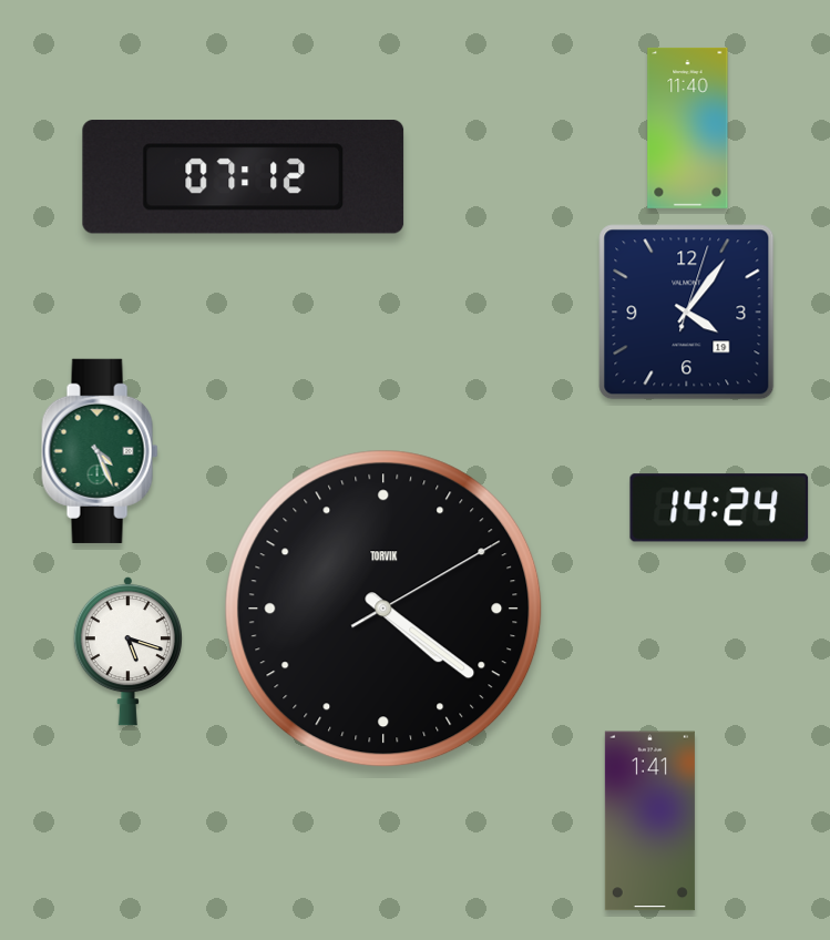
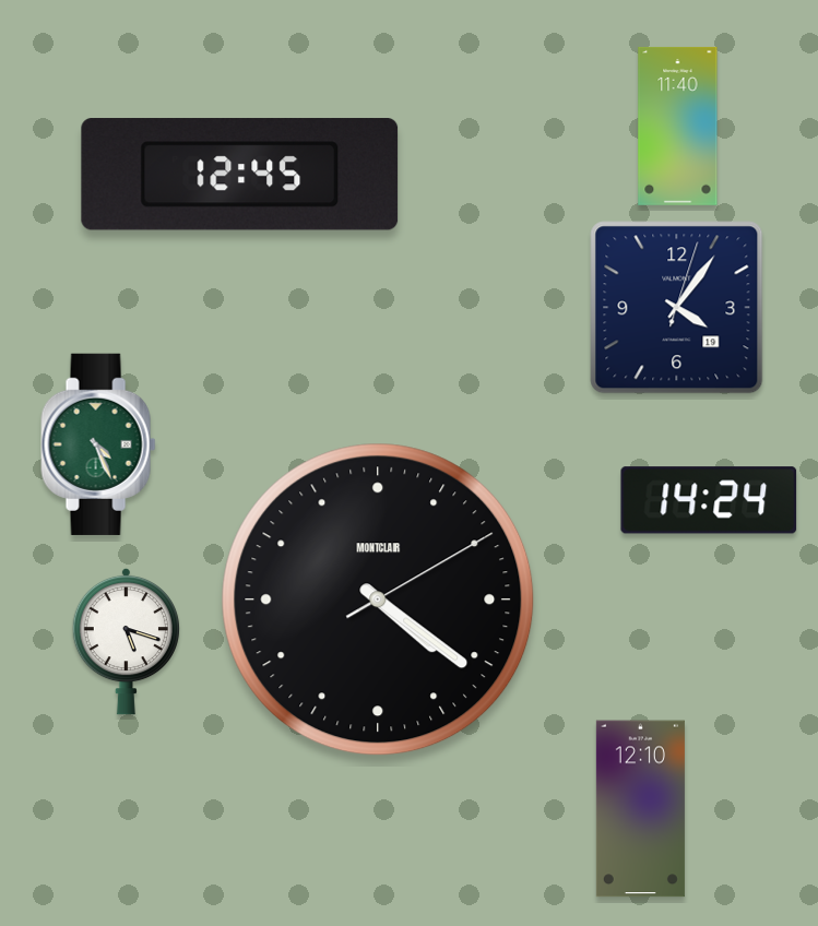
clock at (244, 177): 07:12 -> 12:45
clock at (383, 609) brand: TORVIK -> MONTCLAIR
clock at (649, 821): 1:41 -> 12:10
